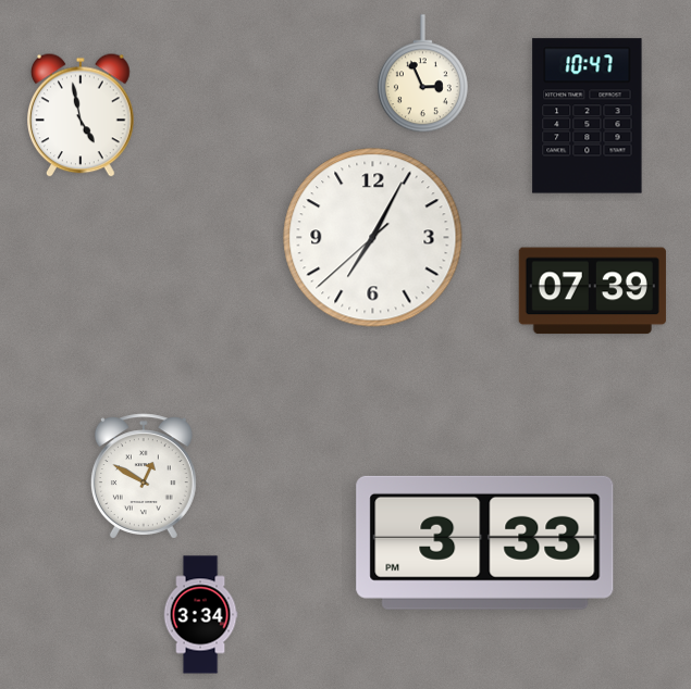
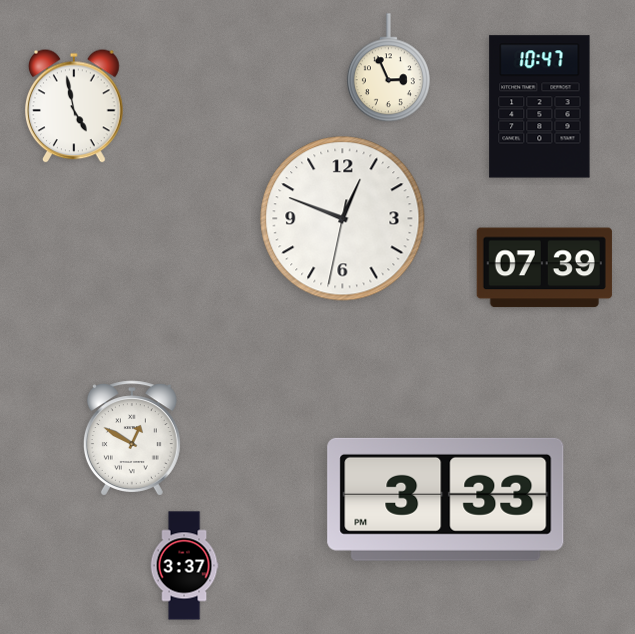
clock at (373, 238): 7:04 -> 12:48
clock at (200, 615): 3:34 -> 3:37
